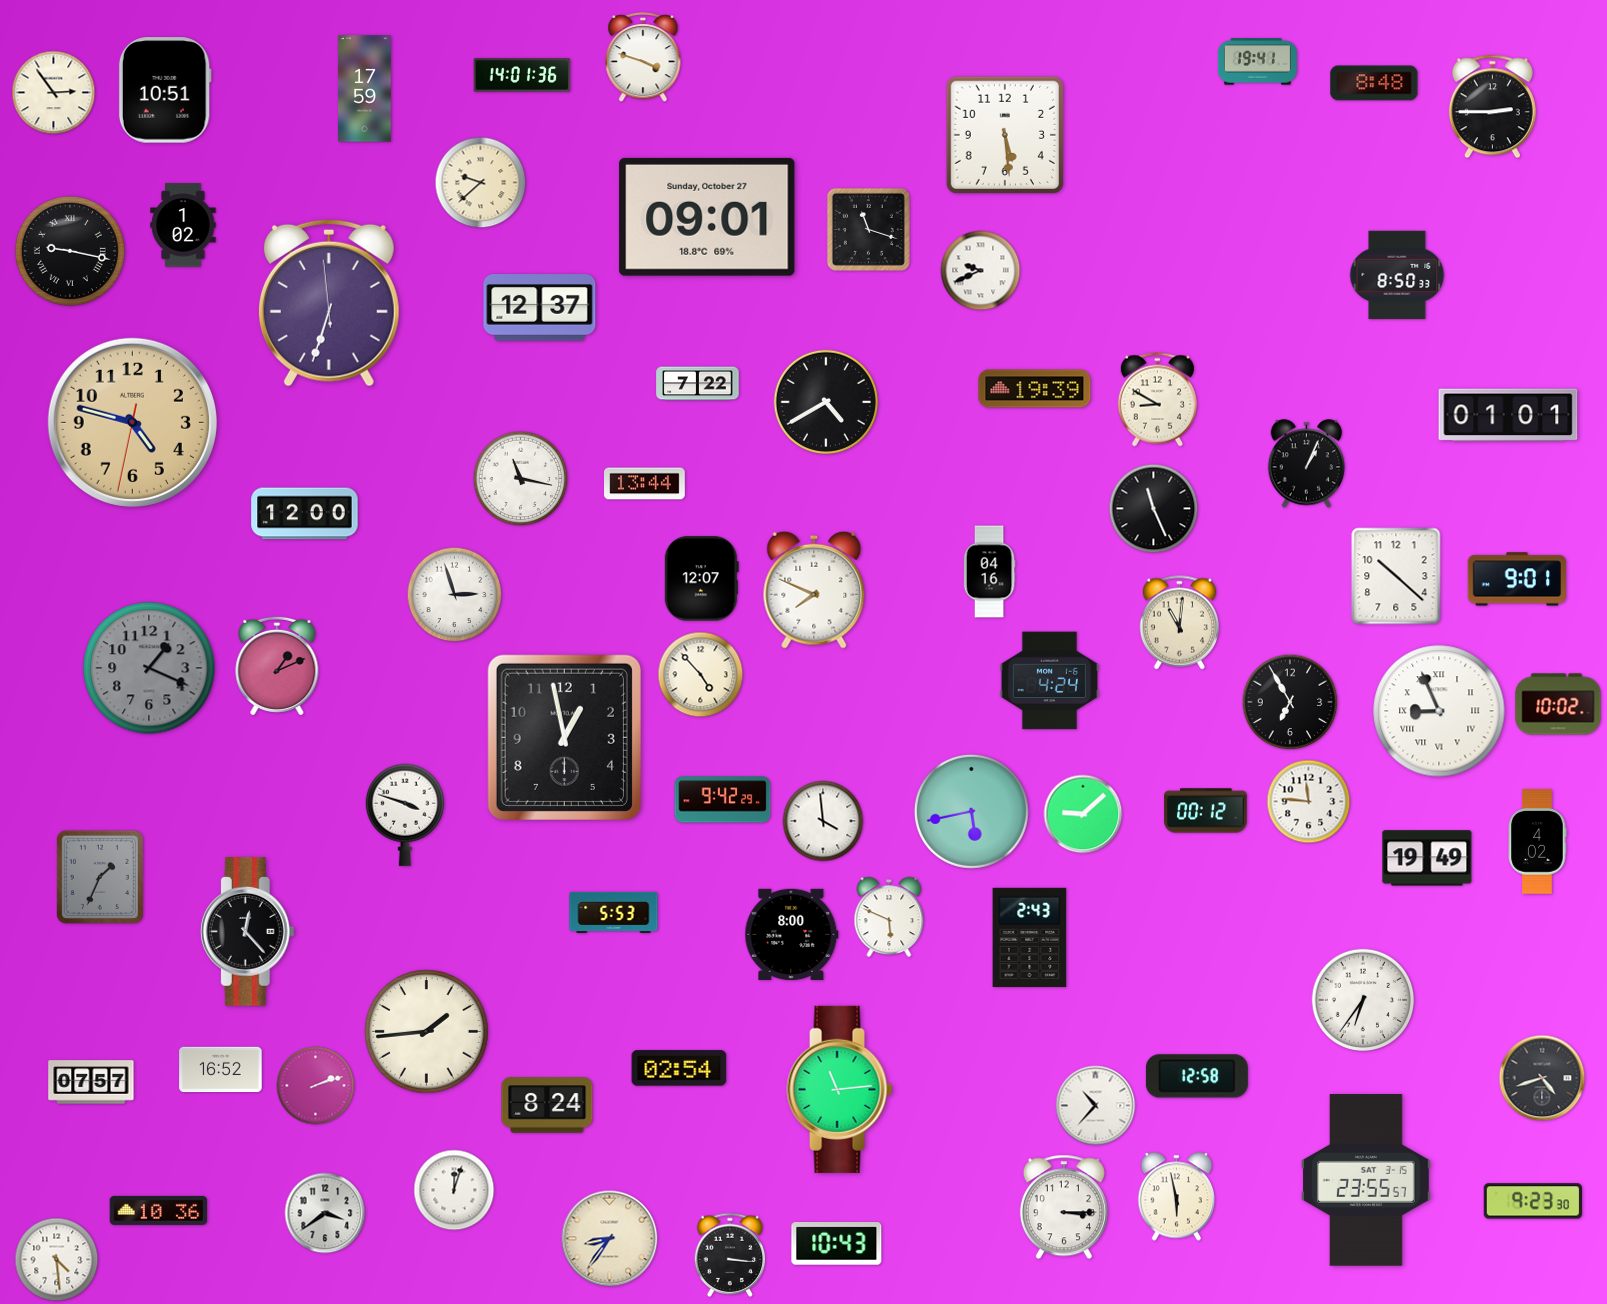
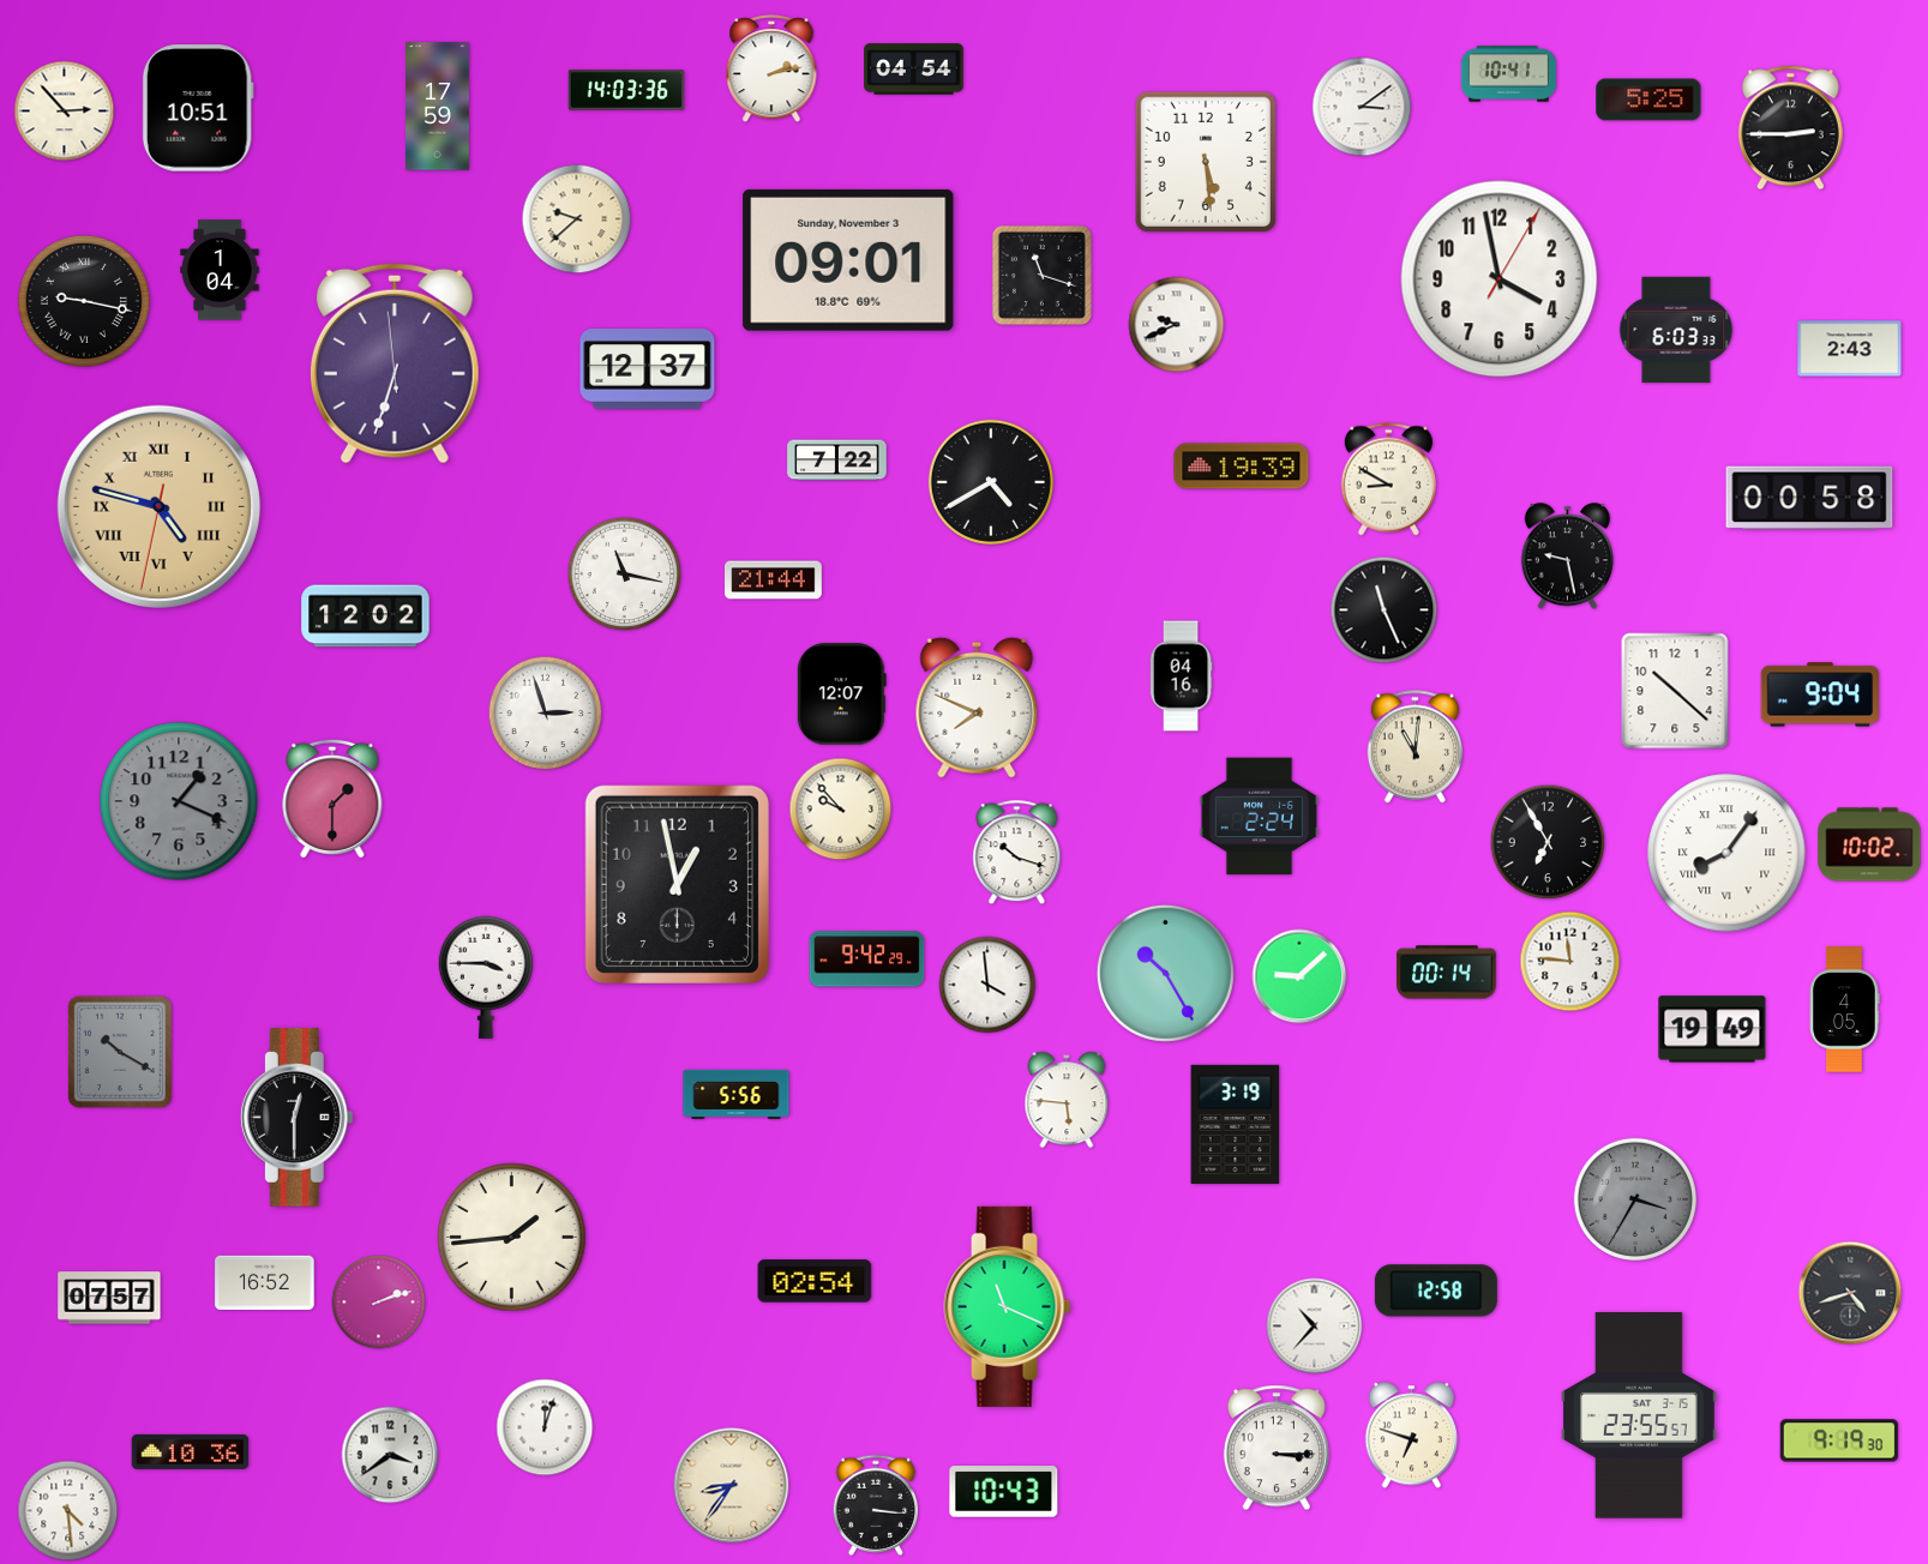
clock at (643, 58): 3:48 -> 2:13
clock at (914, 70): none -> 04:54
clock at (1257, 62): 19:41 -> 10:41
clock at (522, 75): 14:01 -> 14:03
clock at (1374, 83): 8:48 -> 5:25
clock at (1362, 107): none -> 3:09
clock at (54, 93): 2:54 -> 2:53
clock at (707, 217) date: Sunday, October 27 -> Sunday, November 3
clock at (183, 225): 1:02 -> 1:04
clock at (1500, 279): none -> 3:58
clock at (1397, 275): 8:50 -> 6:03
clock at (1850, 349): none -> 2:43
clock at (1508, 415): 01:01 -> 00:58
clock at (132, 422) numerals: Arabic -> Roman
clock at (1307, 464): 1:04 -> 9:28
clock at (645, 484): 13:44 -> 21:44
clock at (305, 514): 12:00 -> 12:02
clock at (989, 572) position: (989, 572) -> (1181, 676)
clock at (1516, 579): 9:01 -> 9:04
clock at (277, 665): 1:11 -> 1:30
clock at (701, 675): 4:53 -> 9:53
clock at (1049, 681): 4:24 -> 2:24
clock at (1017, 853): none -> 10:18
clock at (1439, 711): 8:56 -> 8:06
clock at (971, 811): 5:43 -> 10:25
clock at (1206, 811): 00:12 -> 00:14
clock at (404, 815): 3:48 -> 3:45
clock at (1537, 842): 4:02 -> 4:05
clock at (100, 877): 1:34 -> 10:20
clock at (614, 912): 5:53 -> 5:56
clock at (889, 917): 5:49 -> 5:46
clock at (247, 932): 12:23 -> 12:30
clock at (792, 934): 8:00 -> none
clock at (1030, 937): 2:43 -> 3:19
clock at (1363, 1000): 6:36 -> 3:35
clock at (1363, 1000) dial: white -> grey
clock at (840, 1089): 11:14 -> 11:19
clock at (547, 1105): 8:24 -> none
clock at (1177, 1197): 5:58 -> 6:48
clock at (1532, 1201): 9:23 -> 9:19
